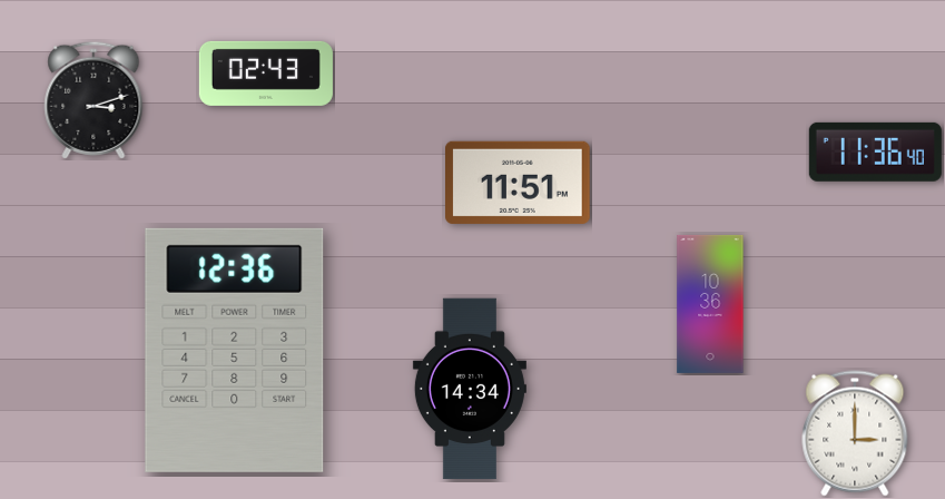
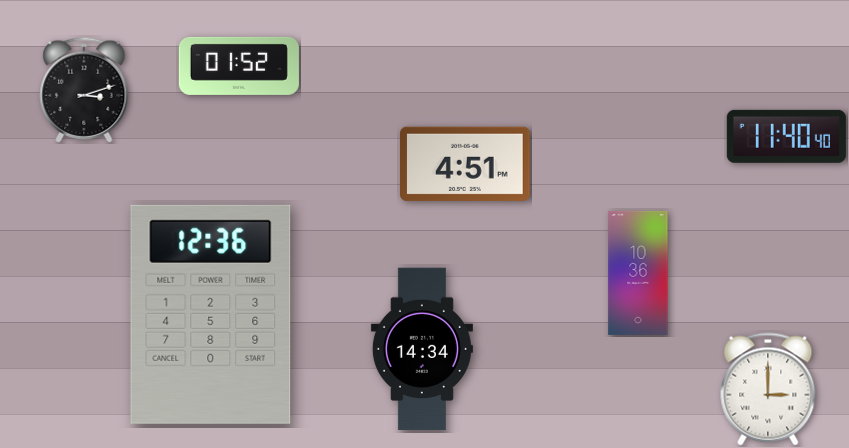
clock at (266, 74): 02:43 -> 01:52
clock at (875, 151): 11:36 -> 11:40
clock at (518, 183): 11:51 -> 4:51
